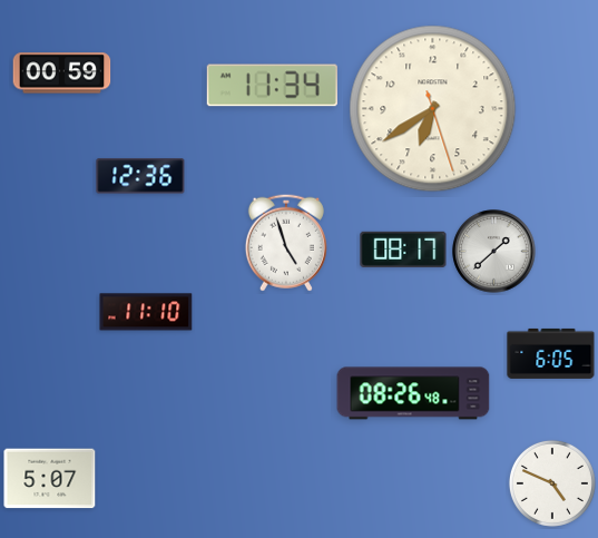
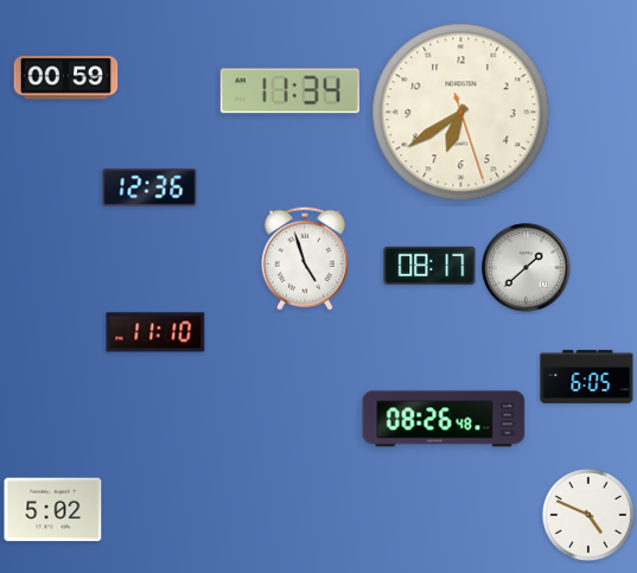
clock at (433, 109) position: (433, 109) -> (461, 113)
clock at (413, 393) position: (413, 393) -> (444, 419)
clock at (50, 479): 5:07 -> 5:02
